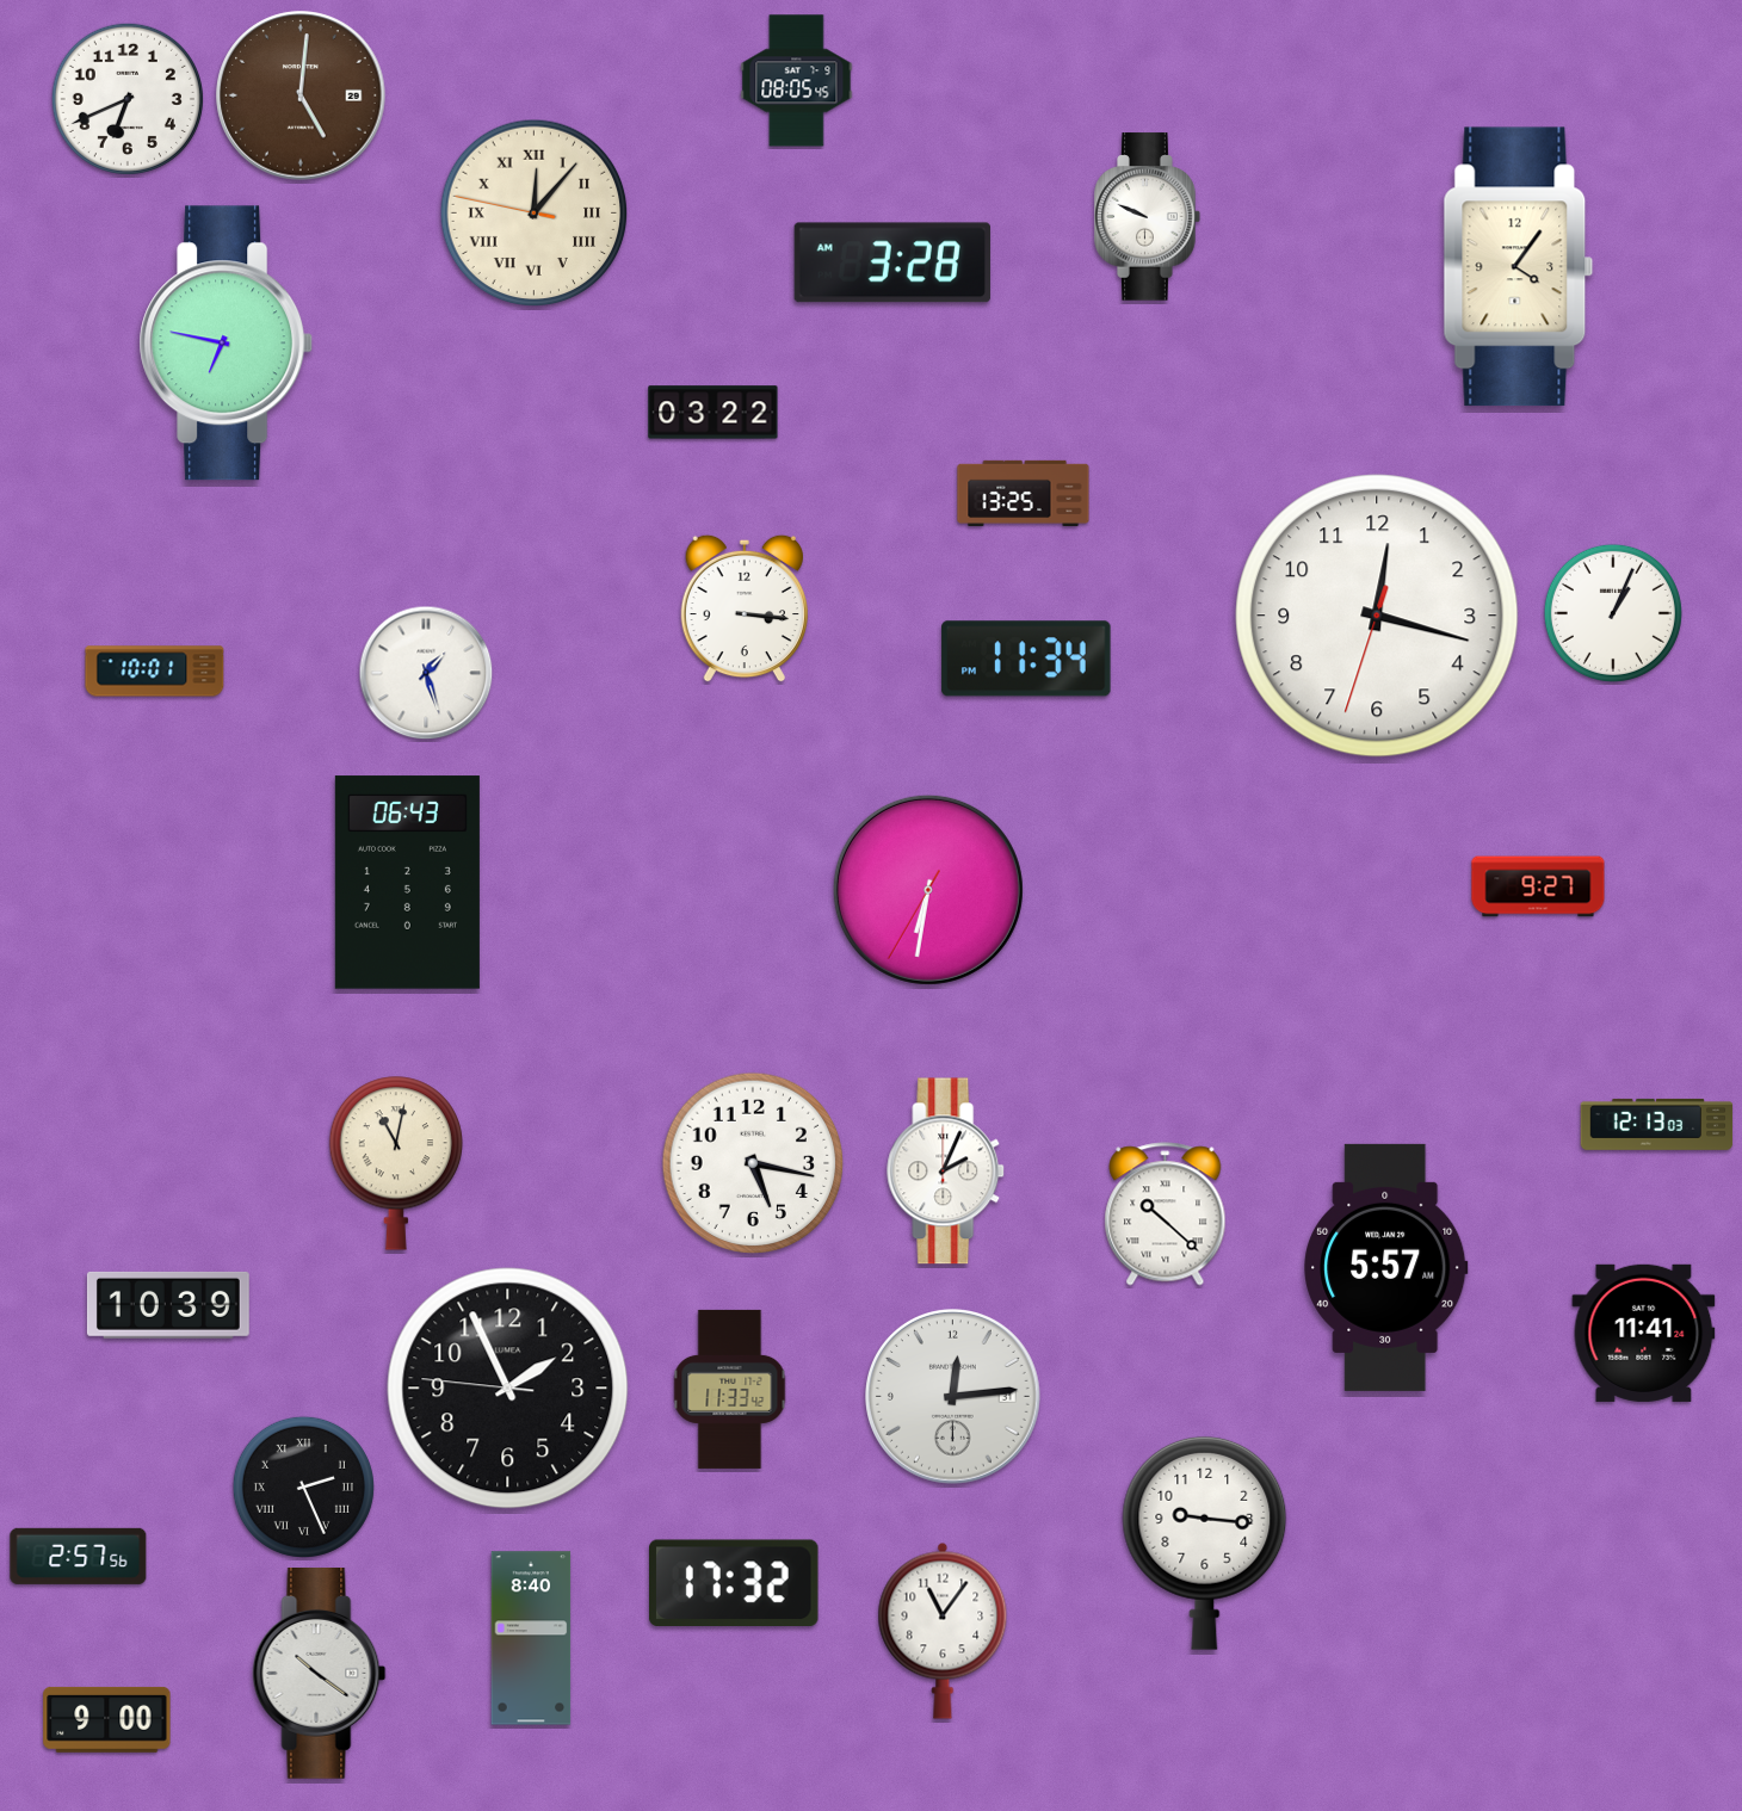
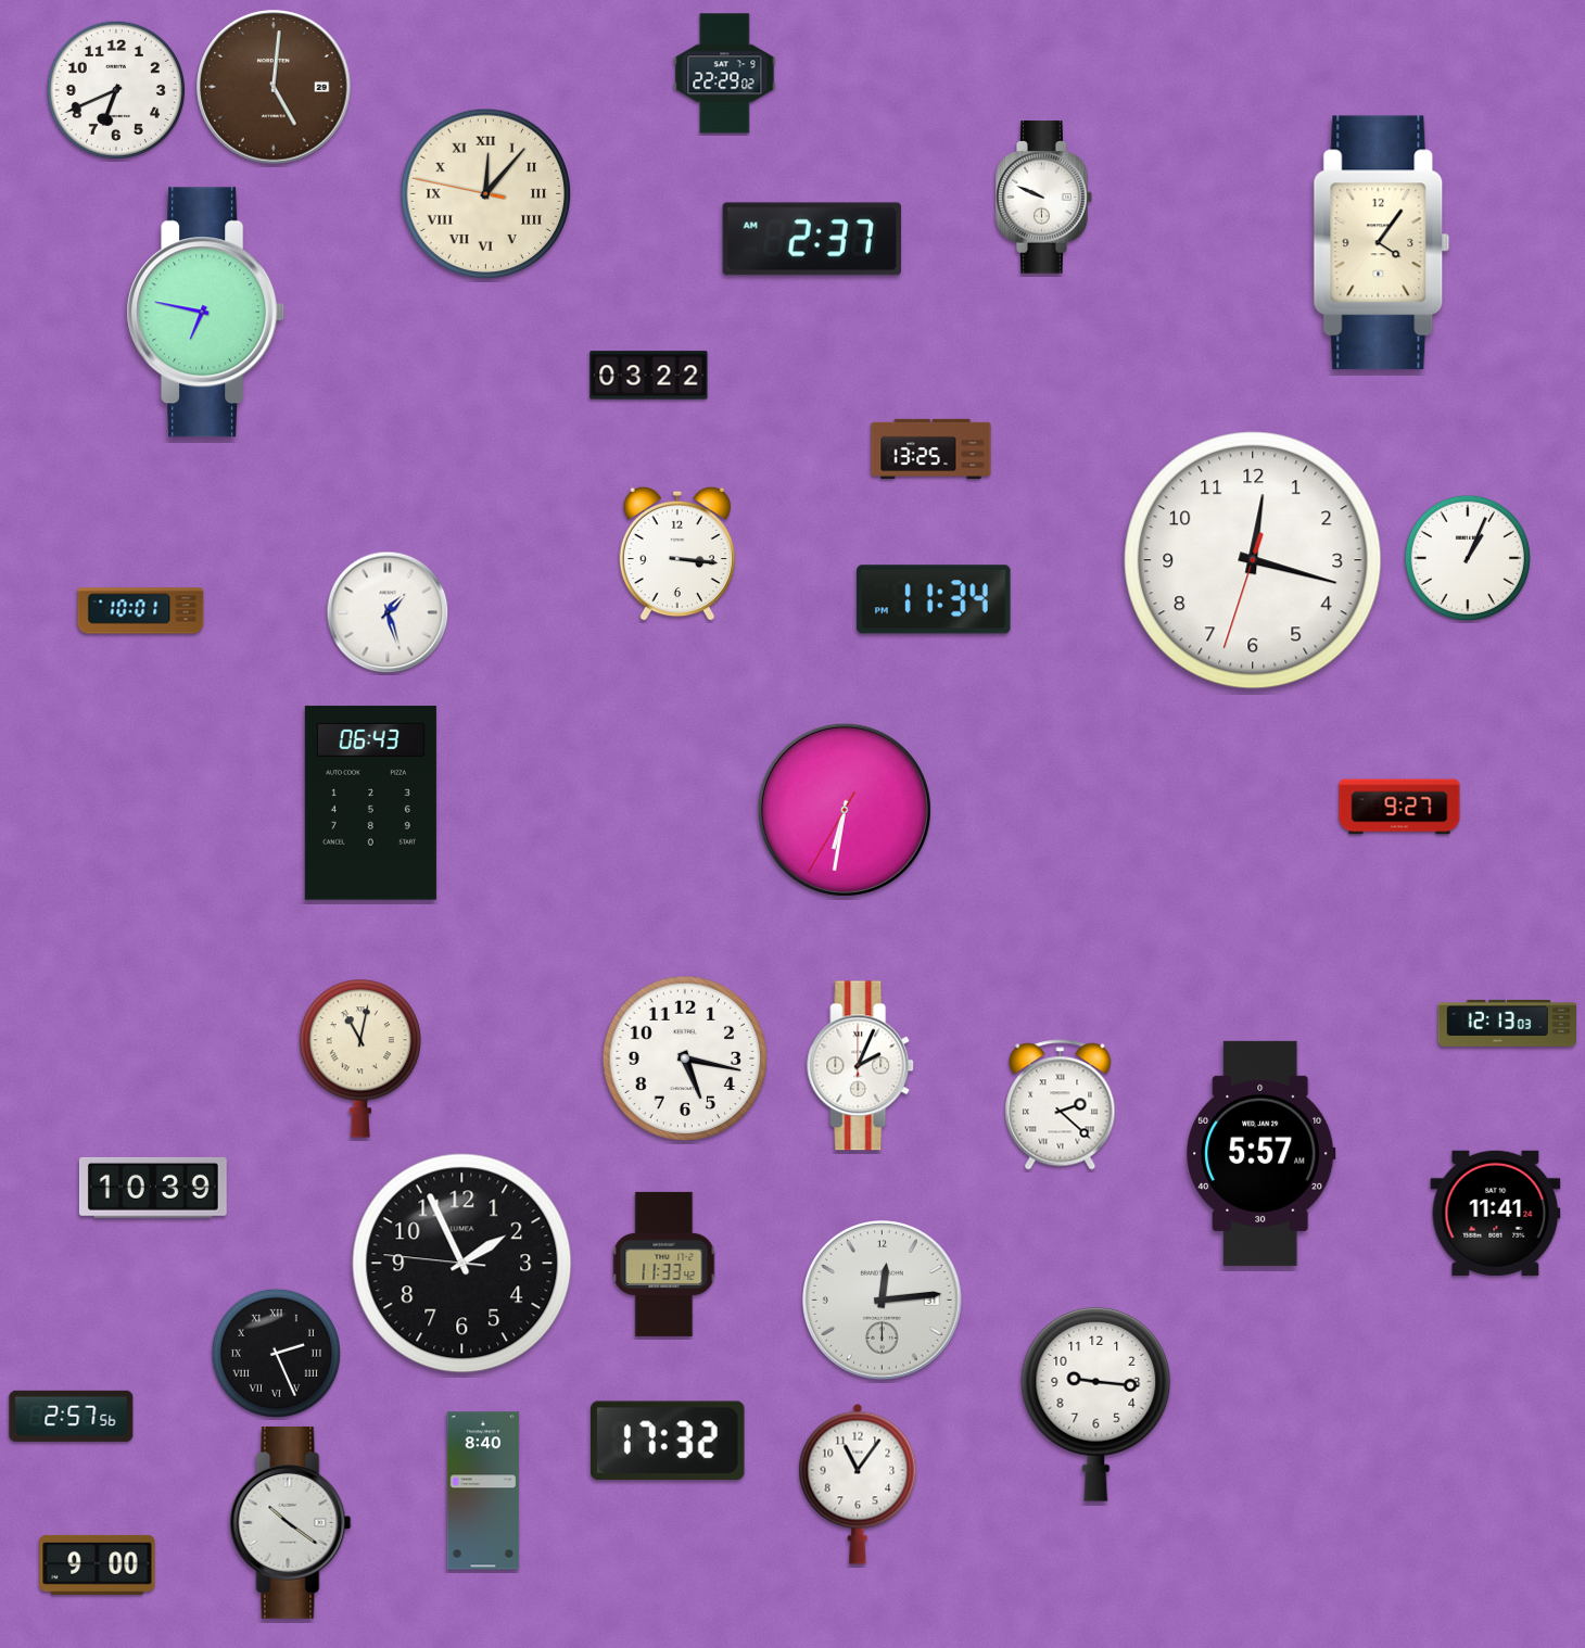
clock at (797, 81): 08:05 -> 22:29
clock at (892, 262): 3:28 -> 2:37
clock at (1166, 1214): 10:22 -> 2:22
clock at (953, 1397) position: (953, 1397) -> (883, 1301)
